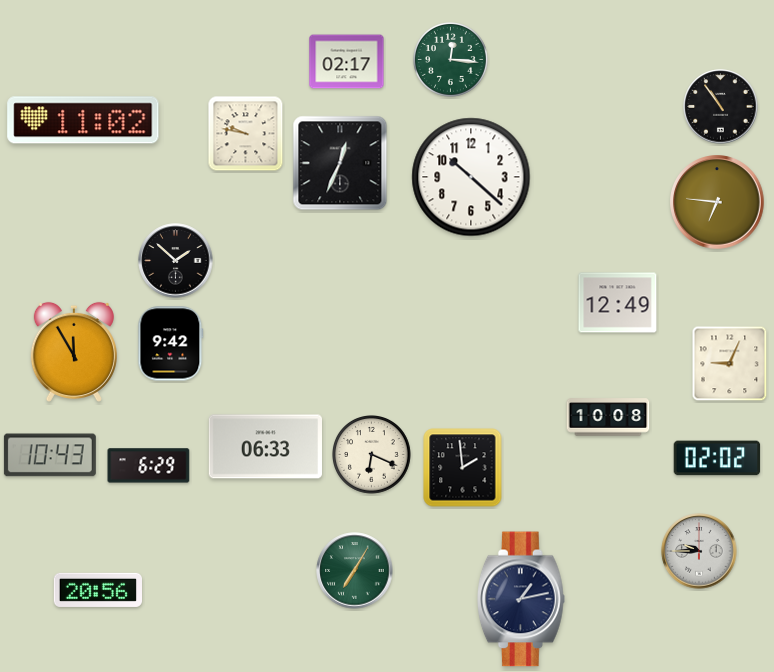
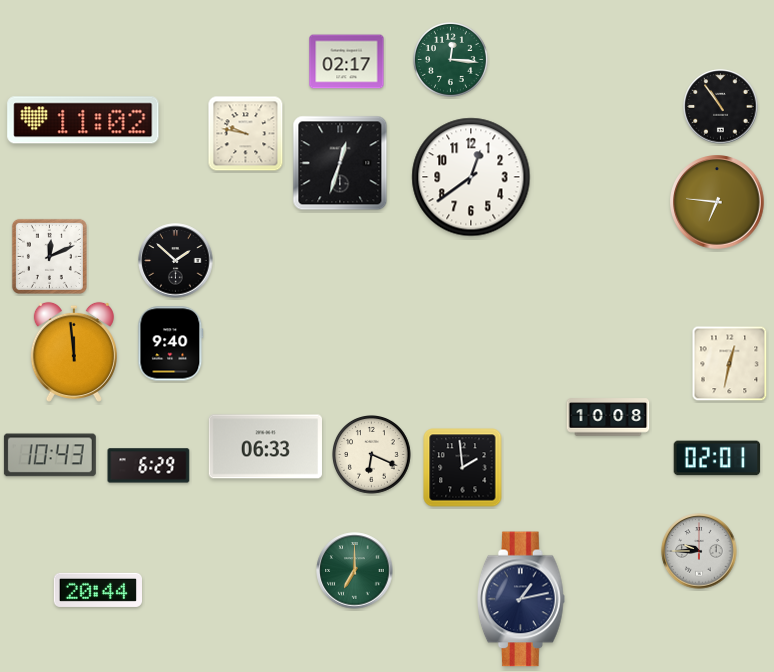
clock at (340, 163): 12:34 -> 12:33
clock at (471, 177): 10:22 -> 12:39
clock at (49, 256): none -> 12:11
clock at (618, 303): 12:49 -> none
clock at (171, 344): 9:42 -> 9:40
clock at (74, 352): 11:55 -> 11:59
clock at (730, 364): 9:04 -> 12:32
clock at (717, 458): 02:02 -> 02:01
clock at (355, 571): 7:05 -> 7:00
clock at (97, 590): 20:56 -> 20:44
